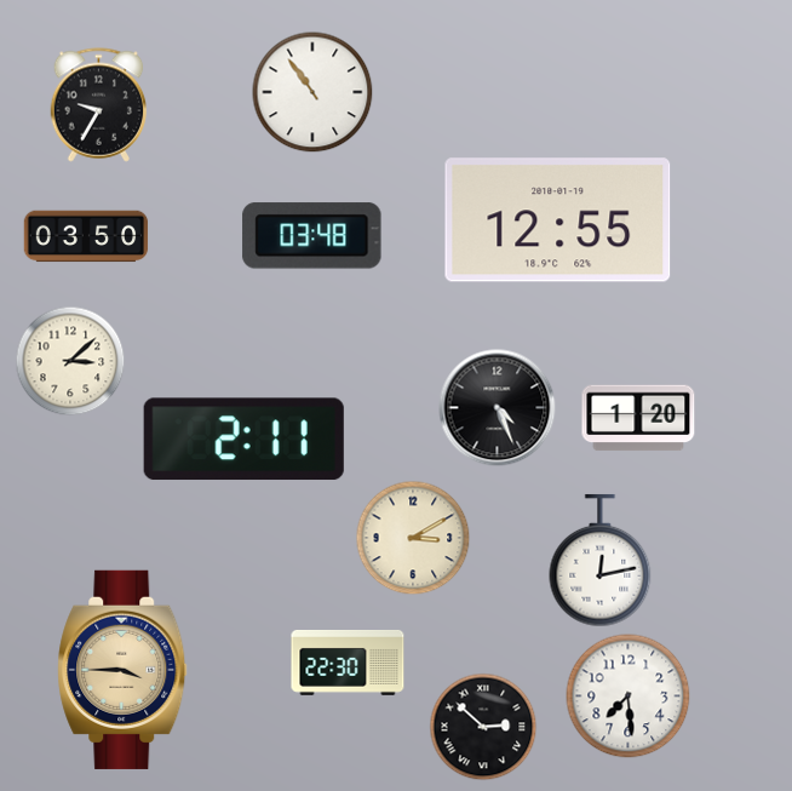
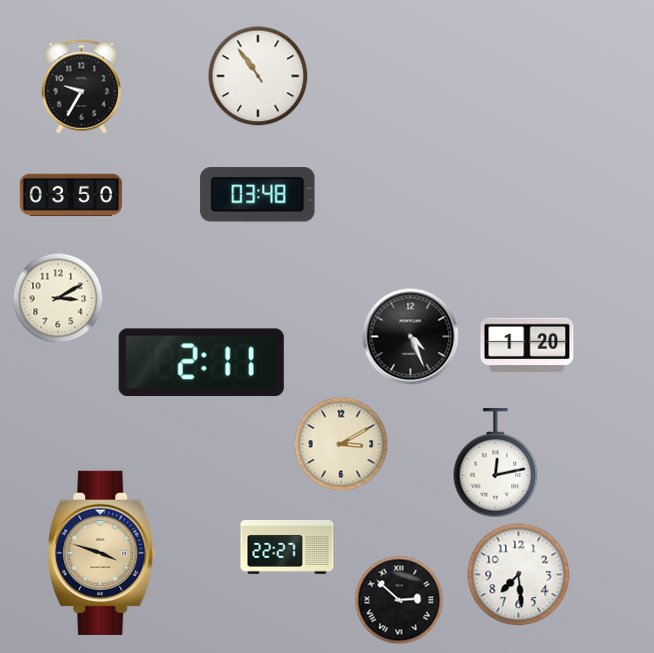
clock at (558, 220): 12:55 -> none
clock at (70, 361): 3:08 -> 3:10
clock at (348, 664): 22:30 -> 22:27
clock at (122, 670): 3:45 -> 3:48
